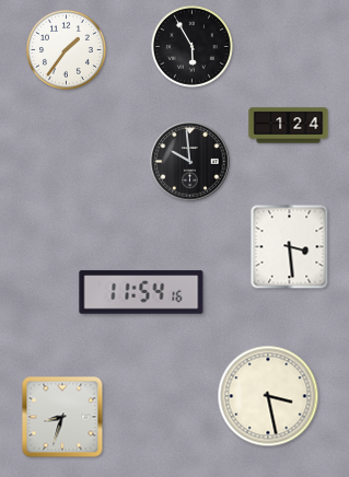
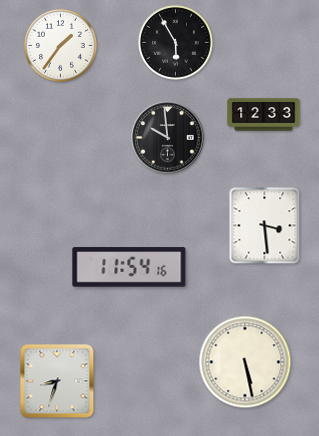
clock at (289, 126): 1:24 -> 12:33
clock at (190, 162) position: (190, 162) -> (168, 138)
clock at (268, 396): 3:28 -> 5:28
